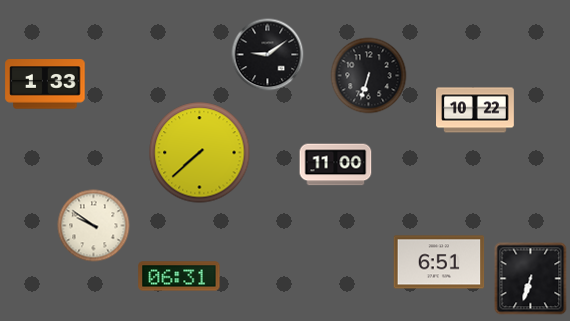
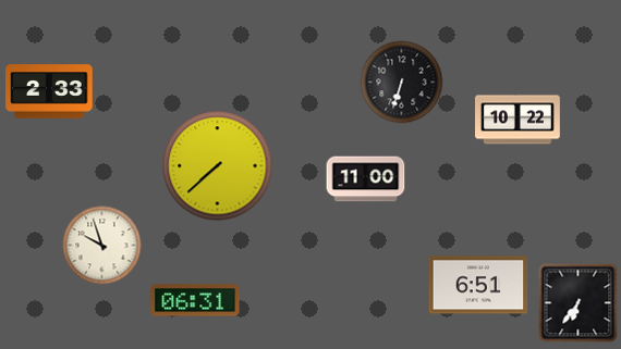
clock at (268, 55): 9:09 -> none
clock at (45, 84): 1:33 -> 2:33
clock at (94, 226): 9:51 -> 9:57
clock at (531, 279): 6:33 -> 6:36
